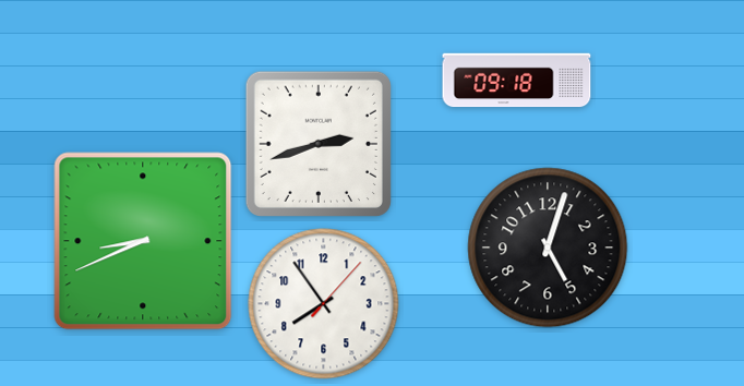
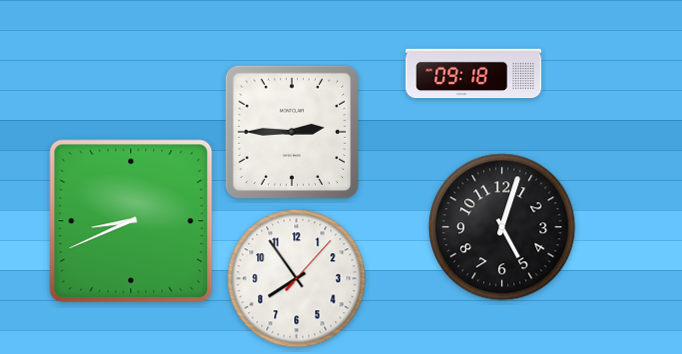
clock at (319, 144): 2:42 -> 2:45
